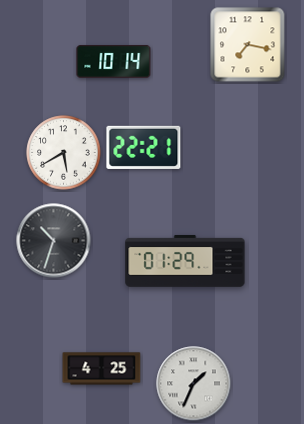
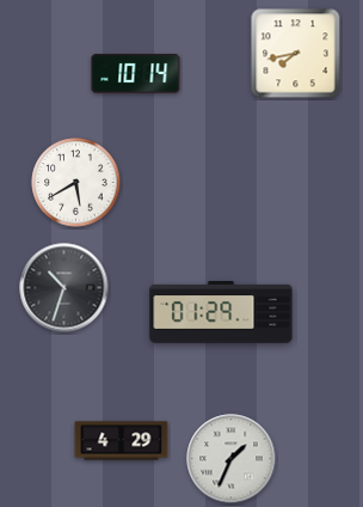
clock at (248, 45): 7:17 -> 7:43
clock at (144, 147): 22:21 -> none
clock at (102, 369): 4:25 -> 4:29
